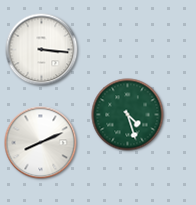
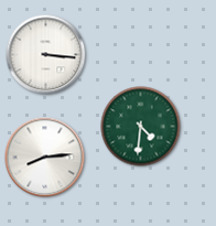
clock at (128, 115): 4:27 -> 4:31
clock at (41, 143): 8:11 -> 8:14
